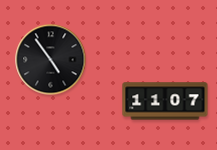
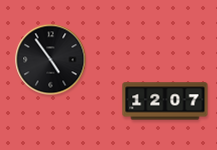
clock at (165, 101): 11:07 -> 12:07
